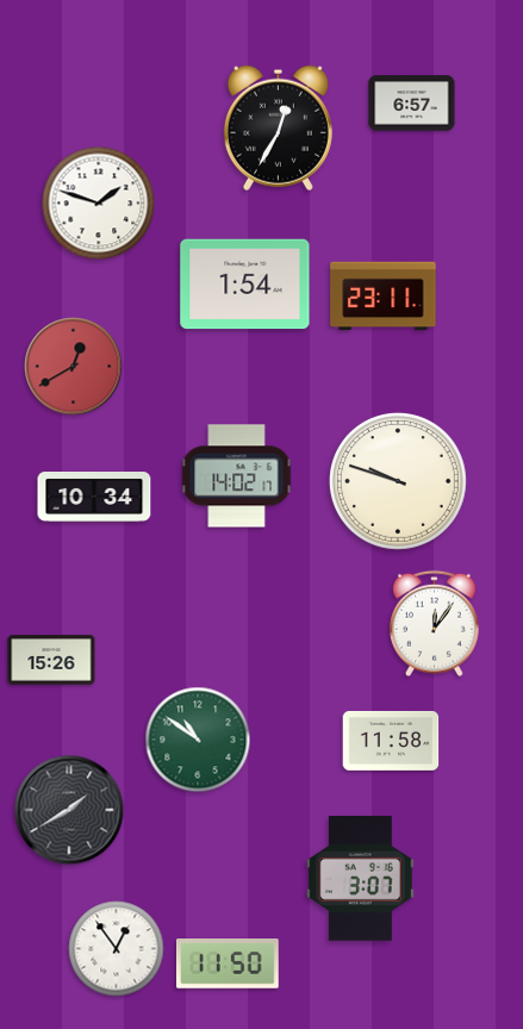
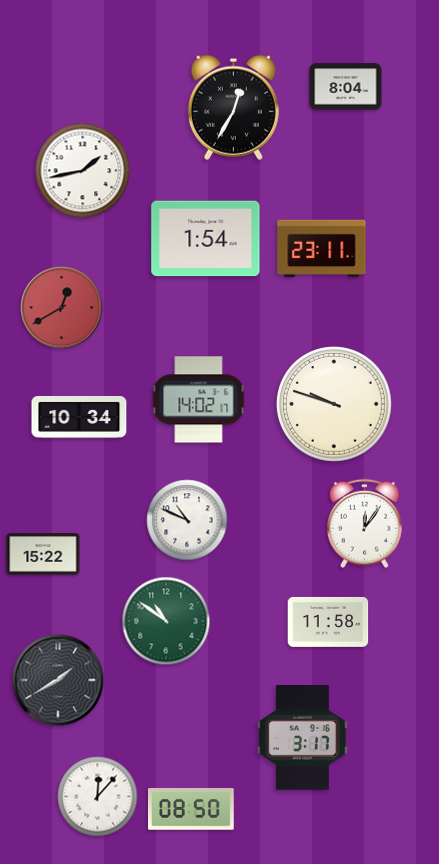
clock at (412, 104): 6:57 -> 8:04
clock at (99, 204): 1:48 -> 1:43
clock at (187, 520): none -> 10:49
clock at (51, 660): 15:26 -> 15:22
clock at (360, 879): 3:07 -> 3:17
clock at (117, 949): 12:54 -> 12:07
clock at (229, 965): 11:50 -> 08:50
